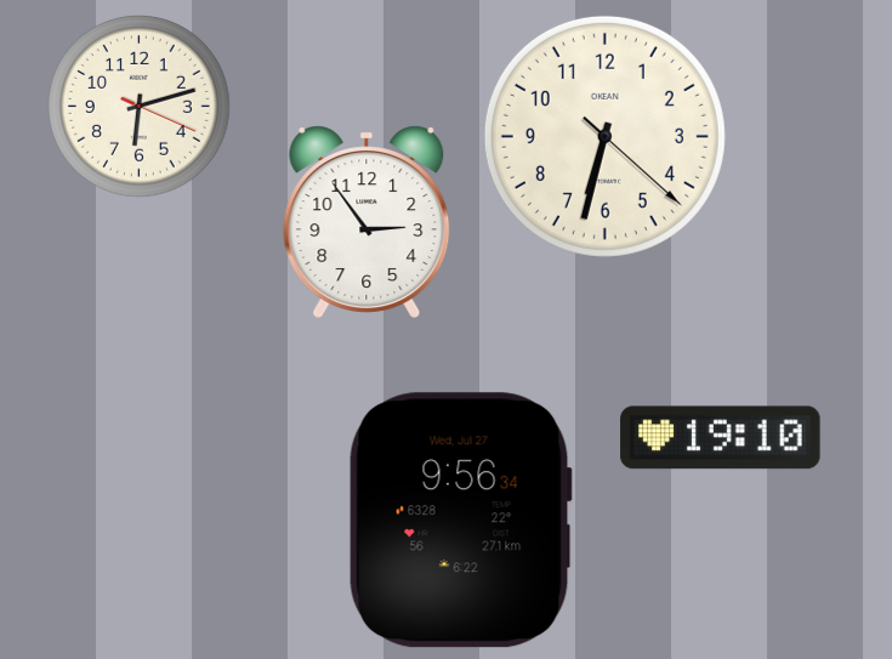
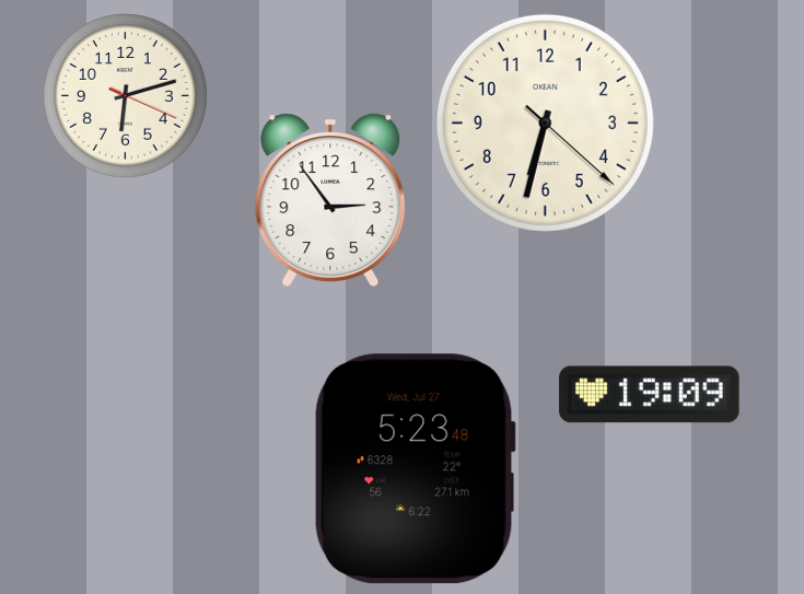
clock at (721, 438): 19:10 -> 19:09
clock at (460, 521): 9:56 -> 5:23
